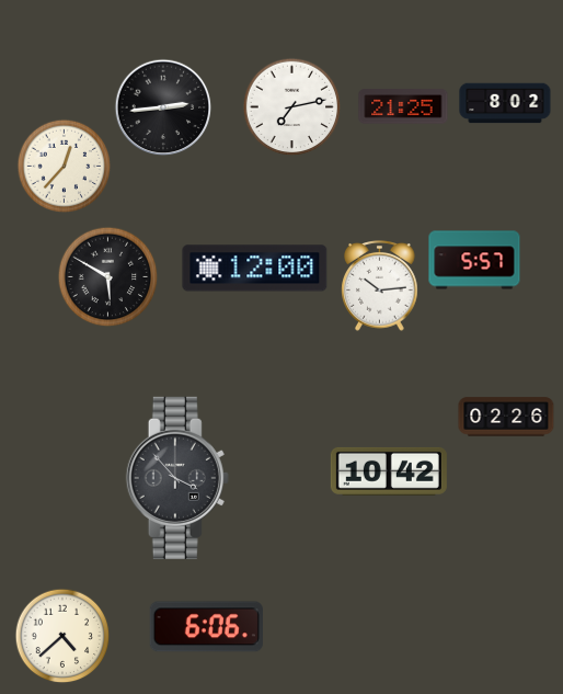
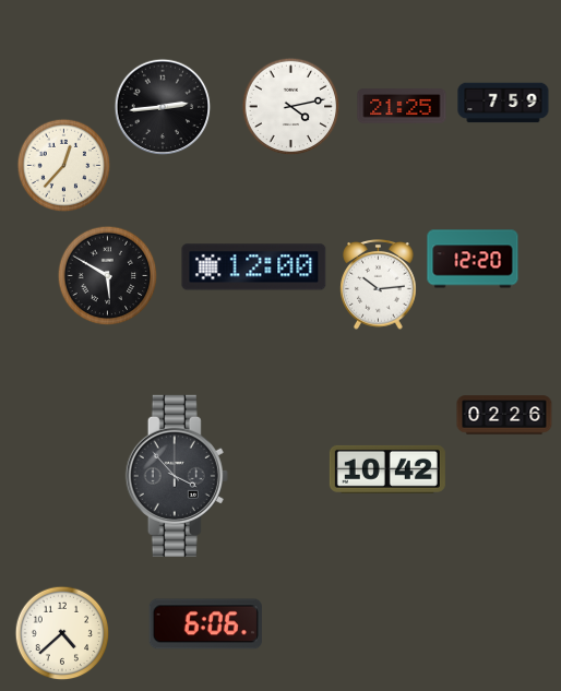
clock at (505, 103): 8:02 -> 7:59
clock at (291, 106): 7:13 -> 4:13
clock at (474, 260): 5:57 -> 12:20
